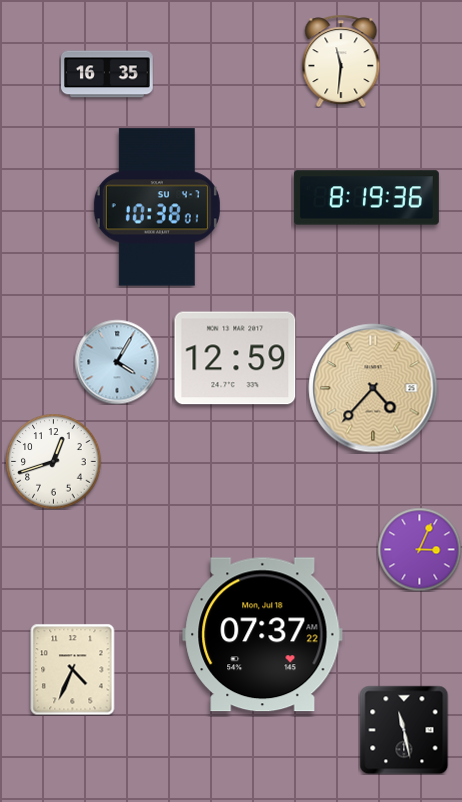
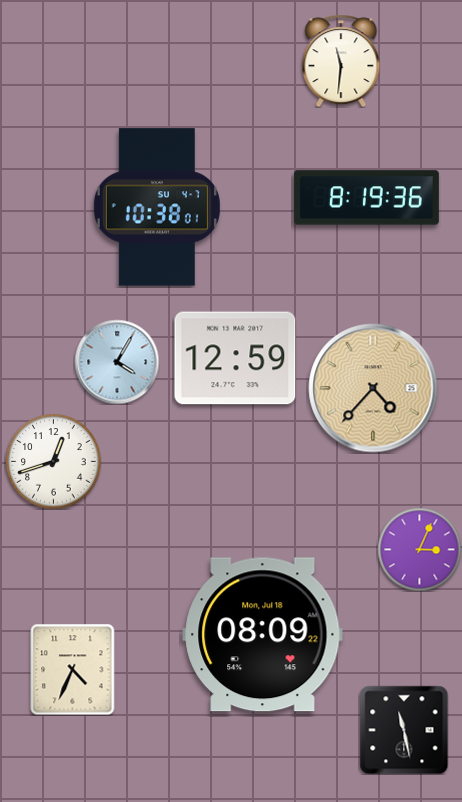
clock at (108, 74): 16:35 -> none
clock at (263, 635): 07:37 -> 08:09
